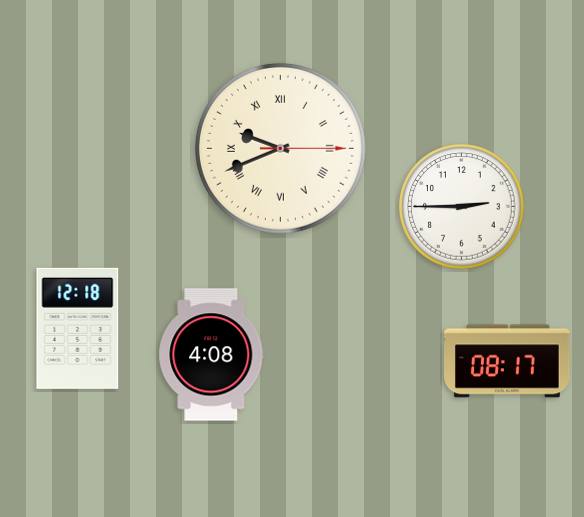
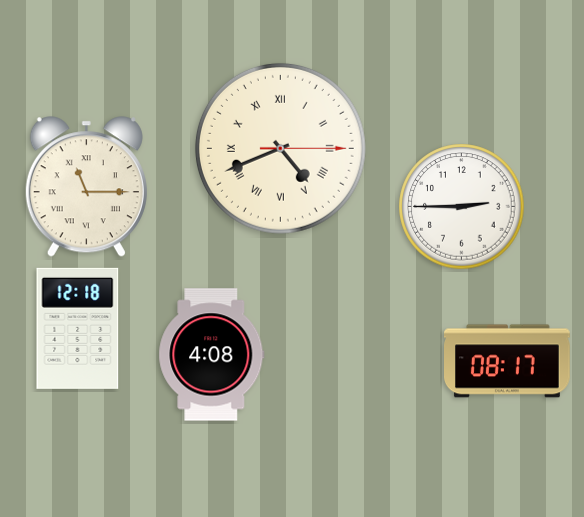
clock at (280, 148): 9:41 -> 4:41
clock at (86, 187): none -> 11:15
